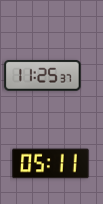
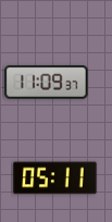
clock at (43, 75): 11:25 -> 11:09
